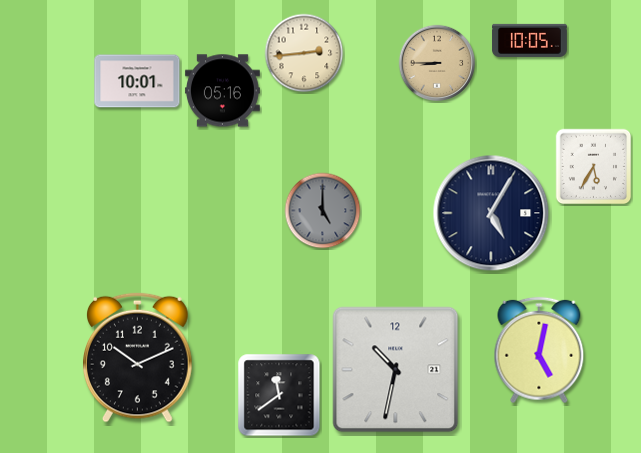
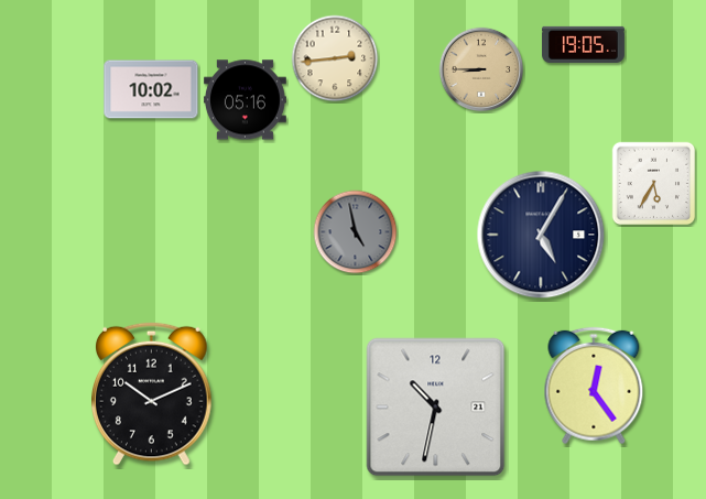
clock at (530, 40): 10:05 -> 19:05
clock at (137, 81): 10:01 -> 10:02
clock at (323, 211): 5:00 -> 4:58
clock at (539, 350): 5:02 -> 12:24
clock at (279, 395): 11:39 -> none
